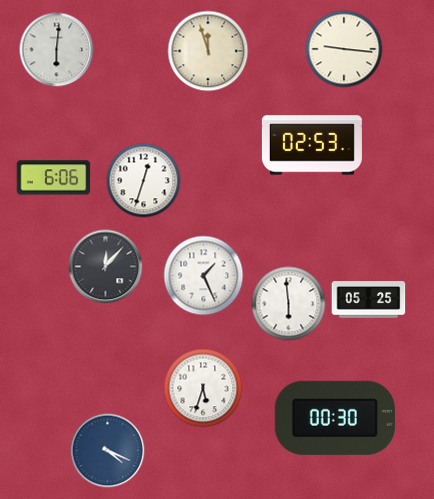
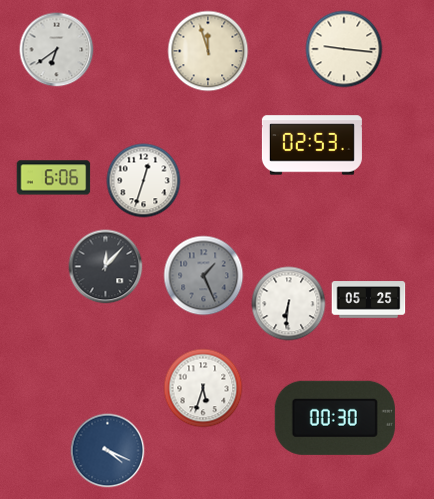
clock at (57, 50): 6:01 -> 6:39
clock at (204, 276) dial: white -> grey
clock at (289, 304): 5:59 -> 6:31
